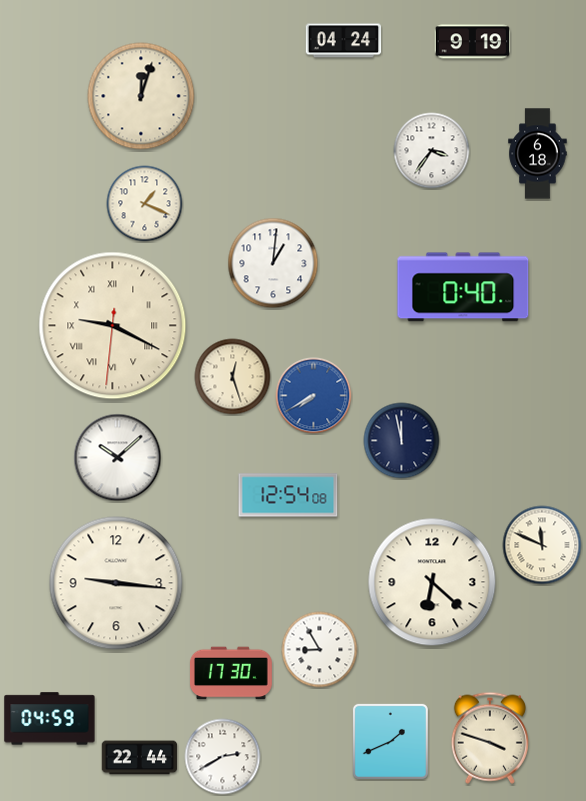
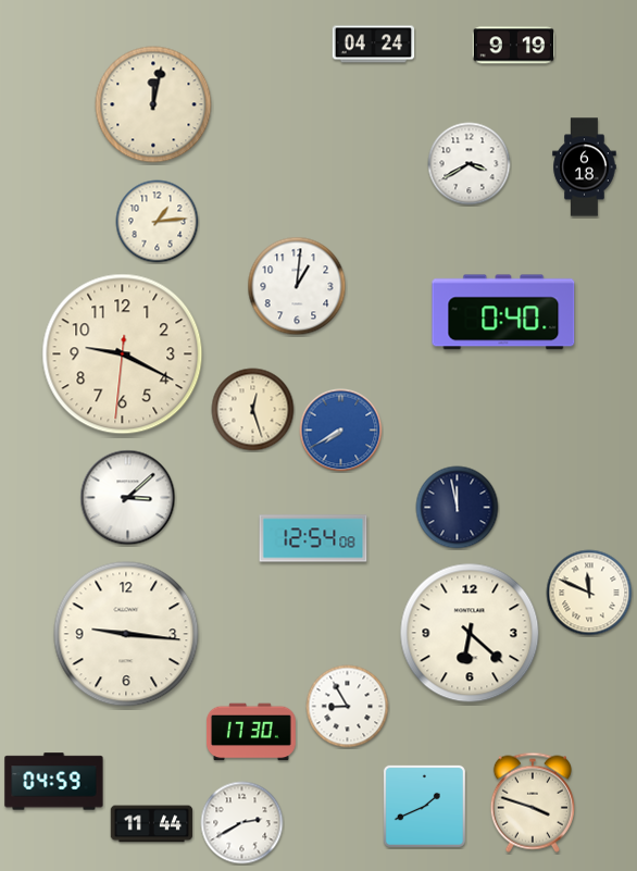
clock at (141, 96): 12:03 -> 12:02
clock at (432, 151): 3:36 -> 3:40
clock at (145, 204): 1:19 -> 1:14
clock at (113, 326) numerals: Roman -> Arabic
clock at (402, 441) position: (402, 441) -> (458, 508)
clock at (118, 458): 10:08 -> 3:08
clock at (140, 758): 22:44 -> 11:44
